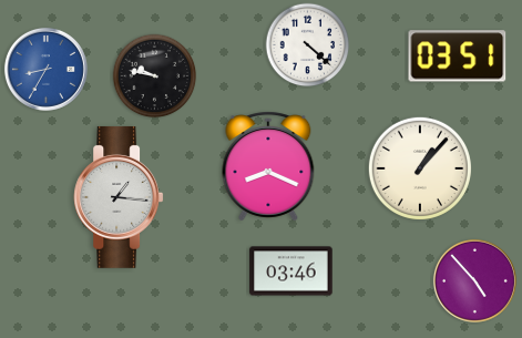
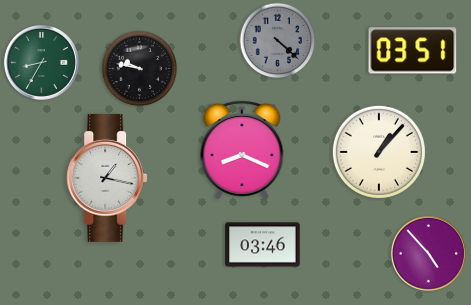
clock at (308, 45) dial: white -> grey
clock at (45, 69) dial: blue -> green
clock at (119, 197): 1:16 -> 1:17
